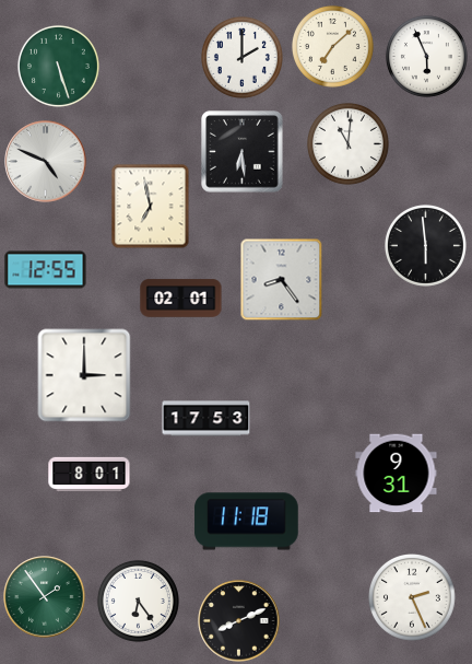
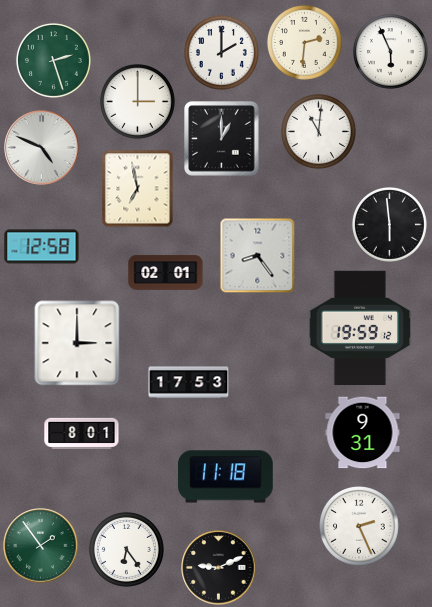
clock at (332, 46): 7:08 -> 2:31
clock at (58, 66): 5:27 -> 2:27
clock at (137, 101): none -> 3:00
clock at (243, 152): 6:29 -> 1:00
clock at (46, 270): 12:55 -> 12:58
clock at (359, 327): none -> 19:59
clock at (413, 598) position: (413, 598) -> (360, 527)
clock at (239, 621): 8:11 -> 9:11
